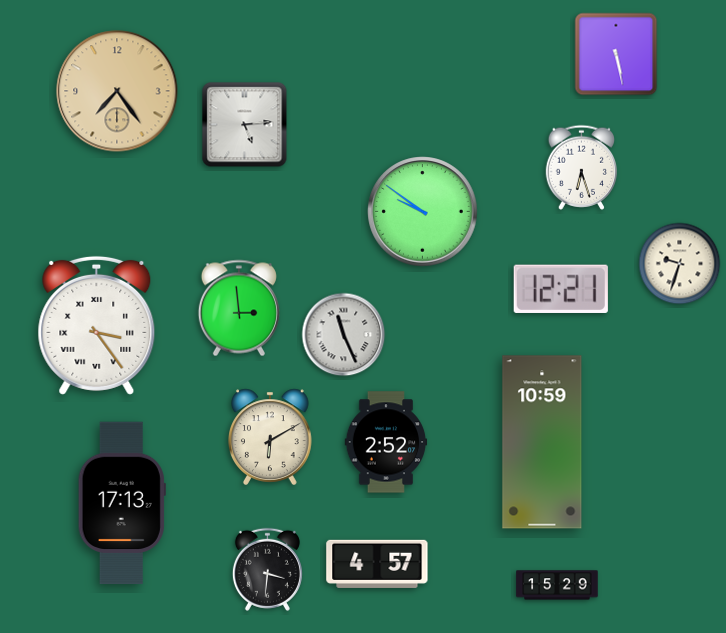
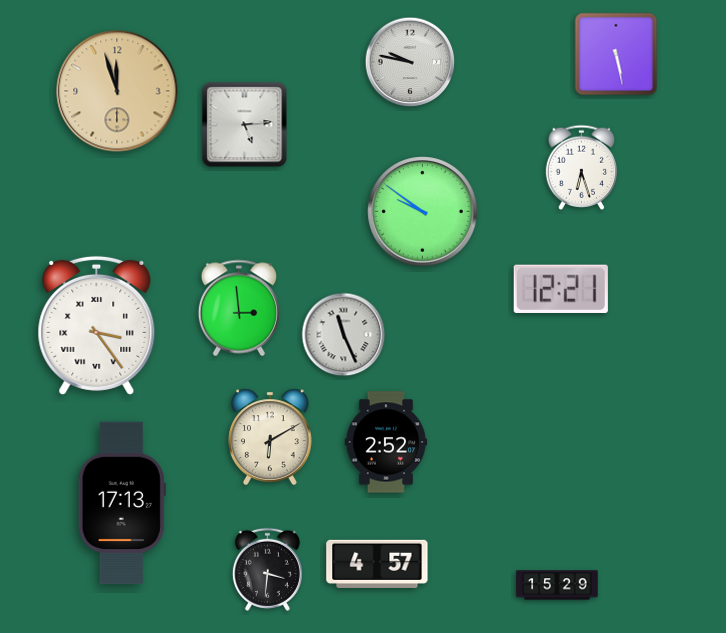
clock at (410, 62): none -> 9:47
clock at (117, 91): 7:24 -> 11:57
clock at (680, 264): 9:33 -> none
clock at (542, 442): 10:59 -> none
